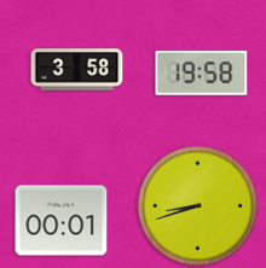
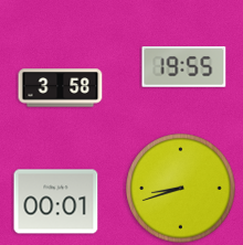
clock at (77, 70) position: (77, 70) -> (61, 88)
clock at (202, 74): 19:58 -> 19:55
